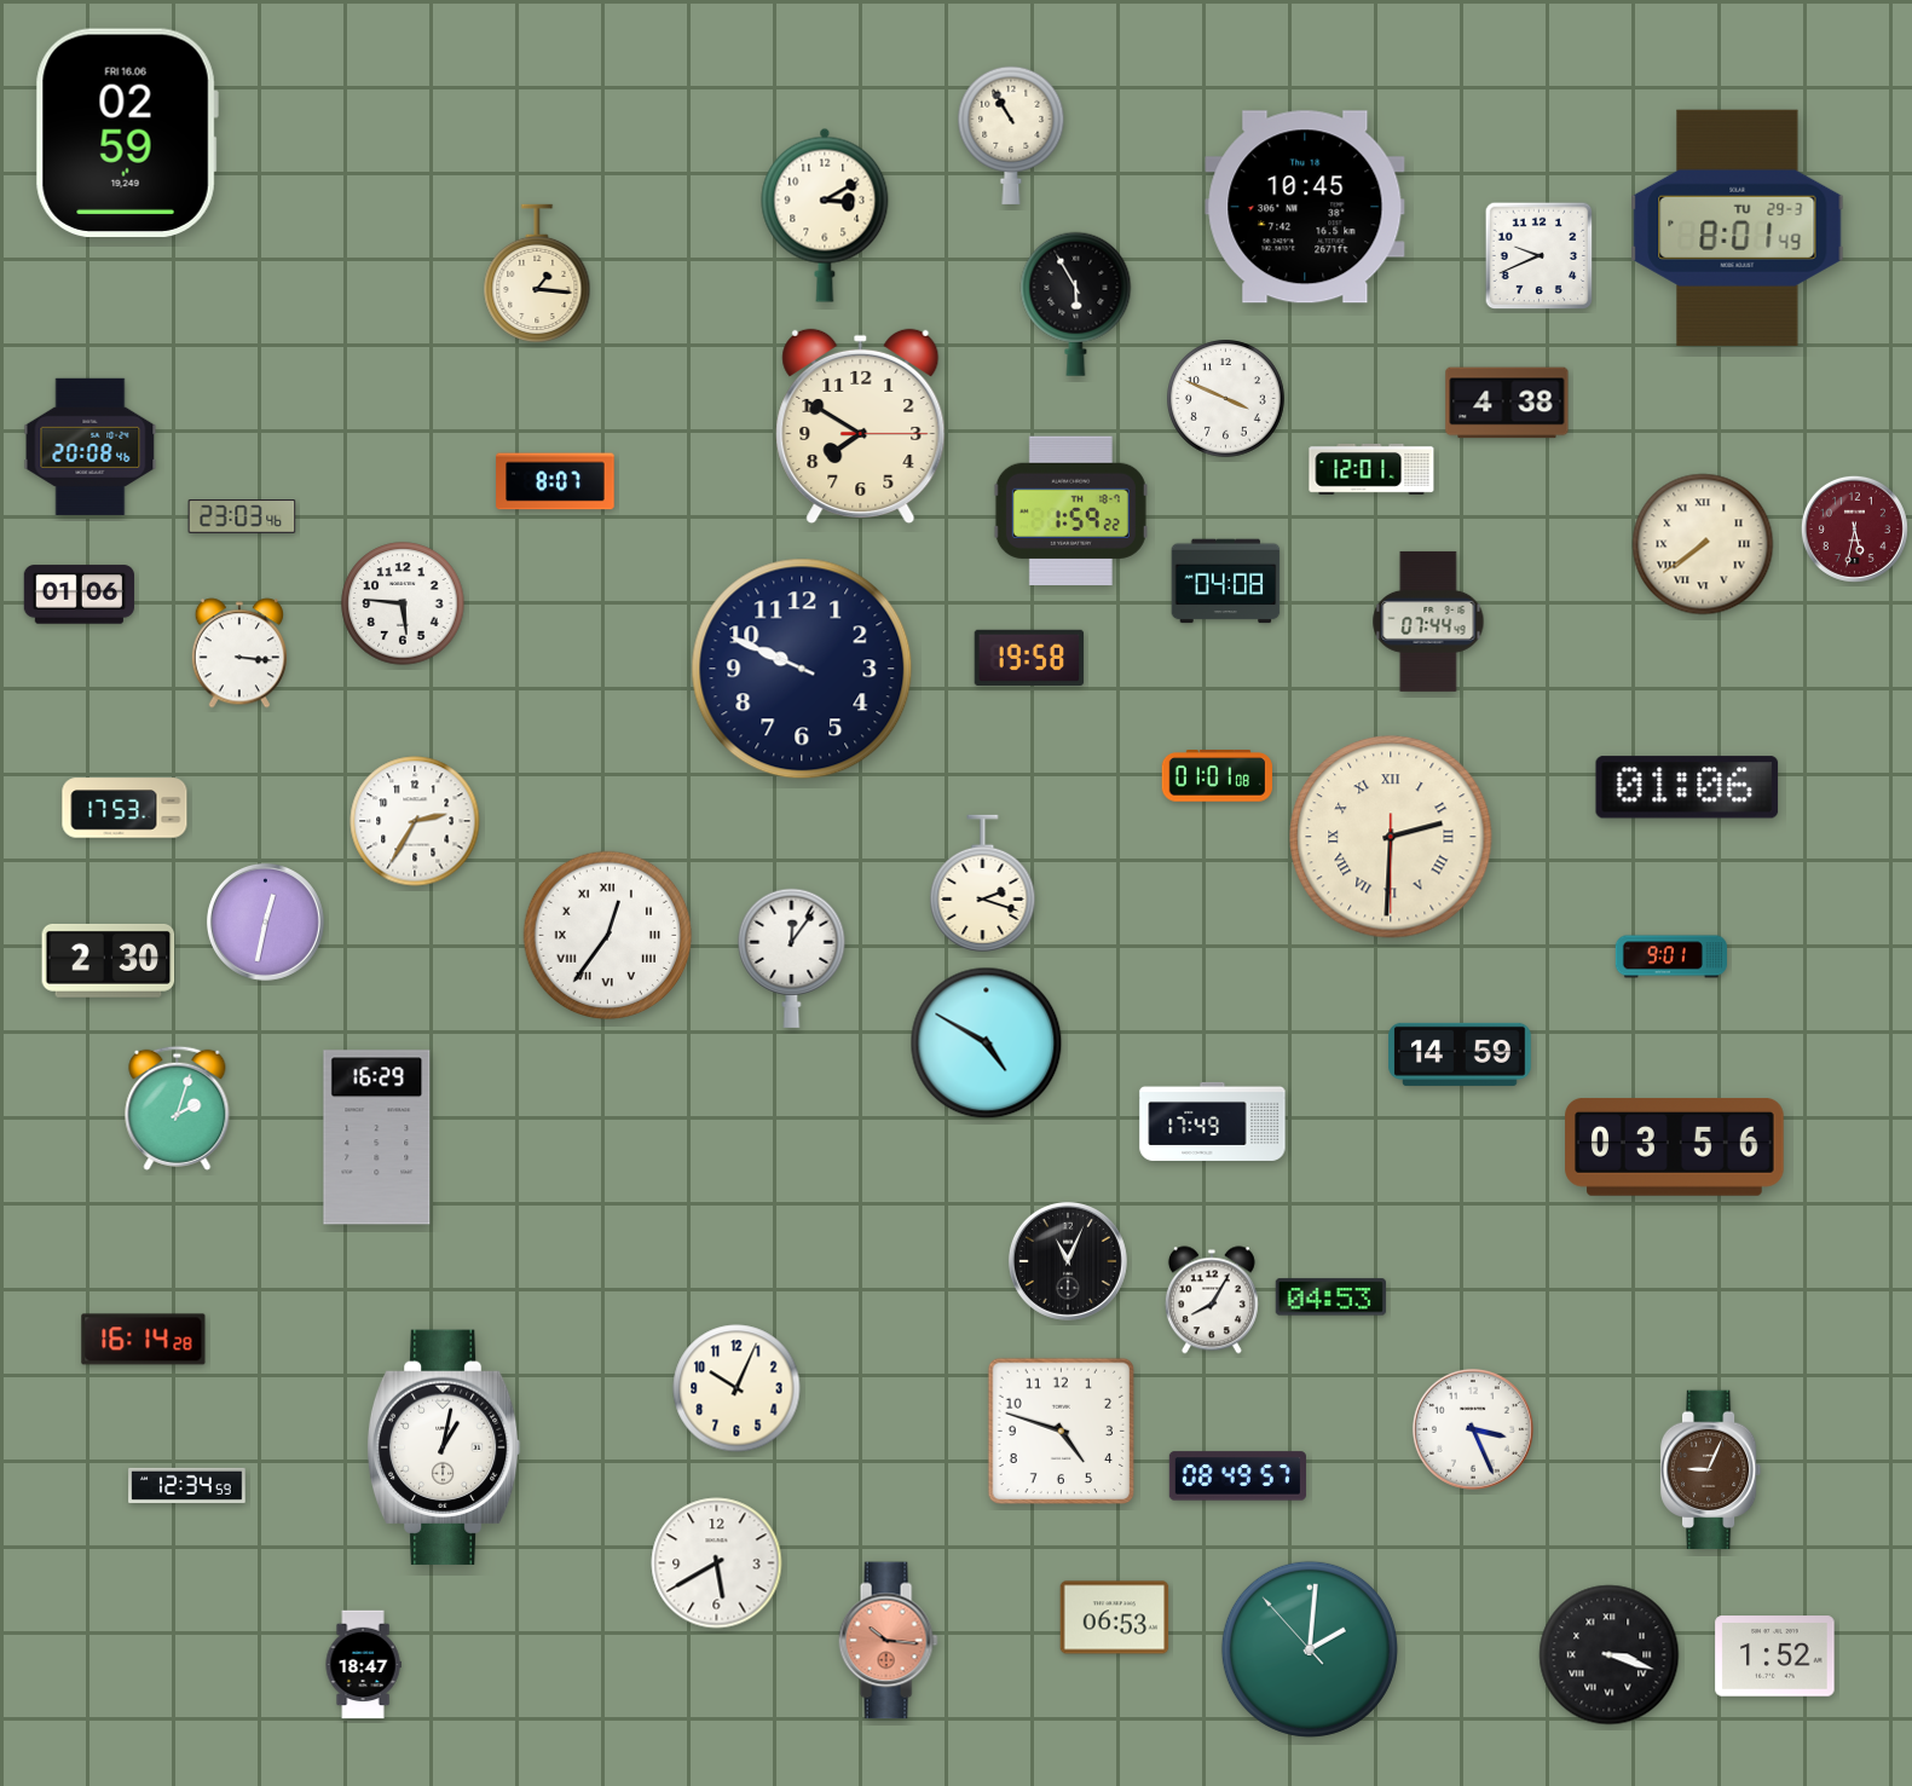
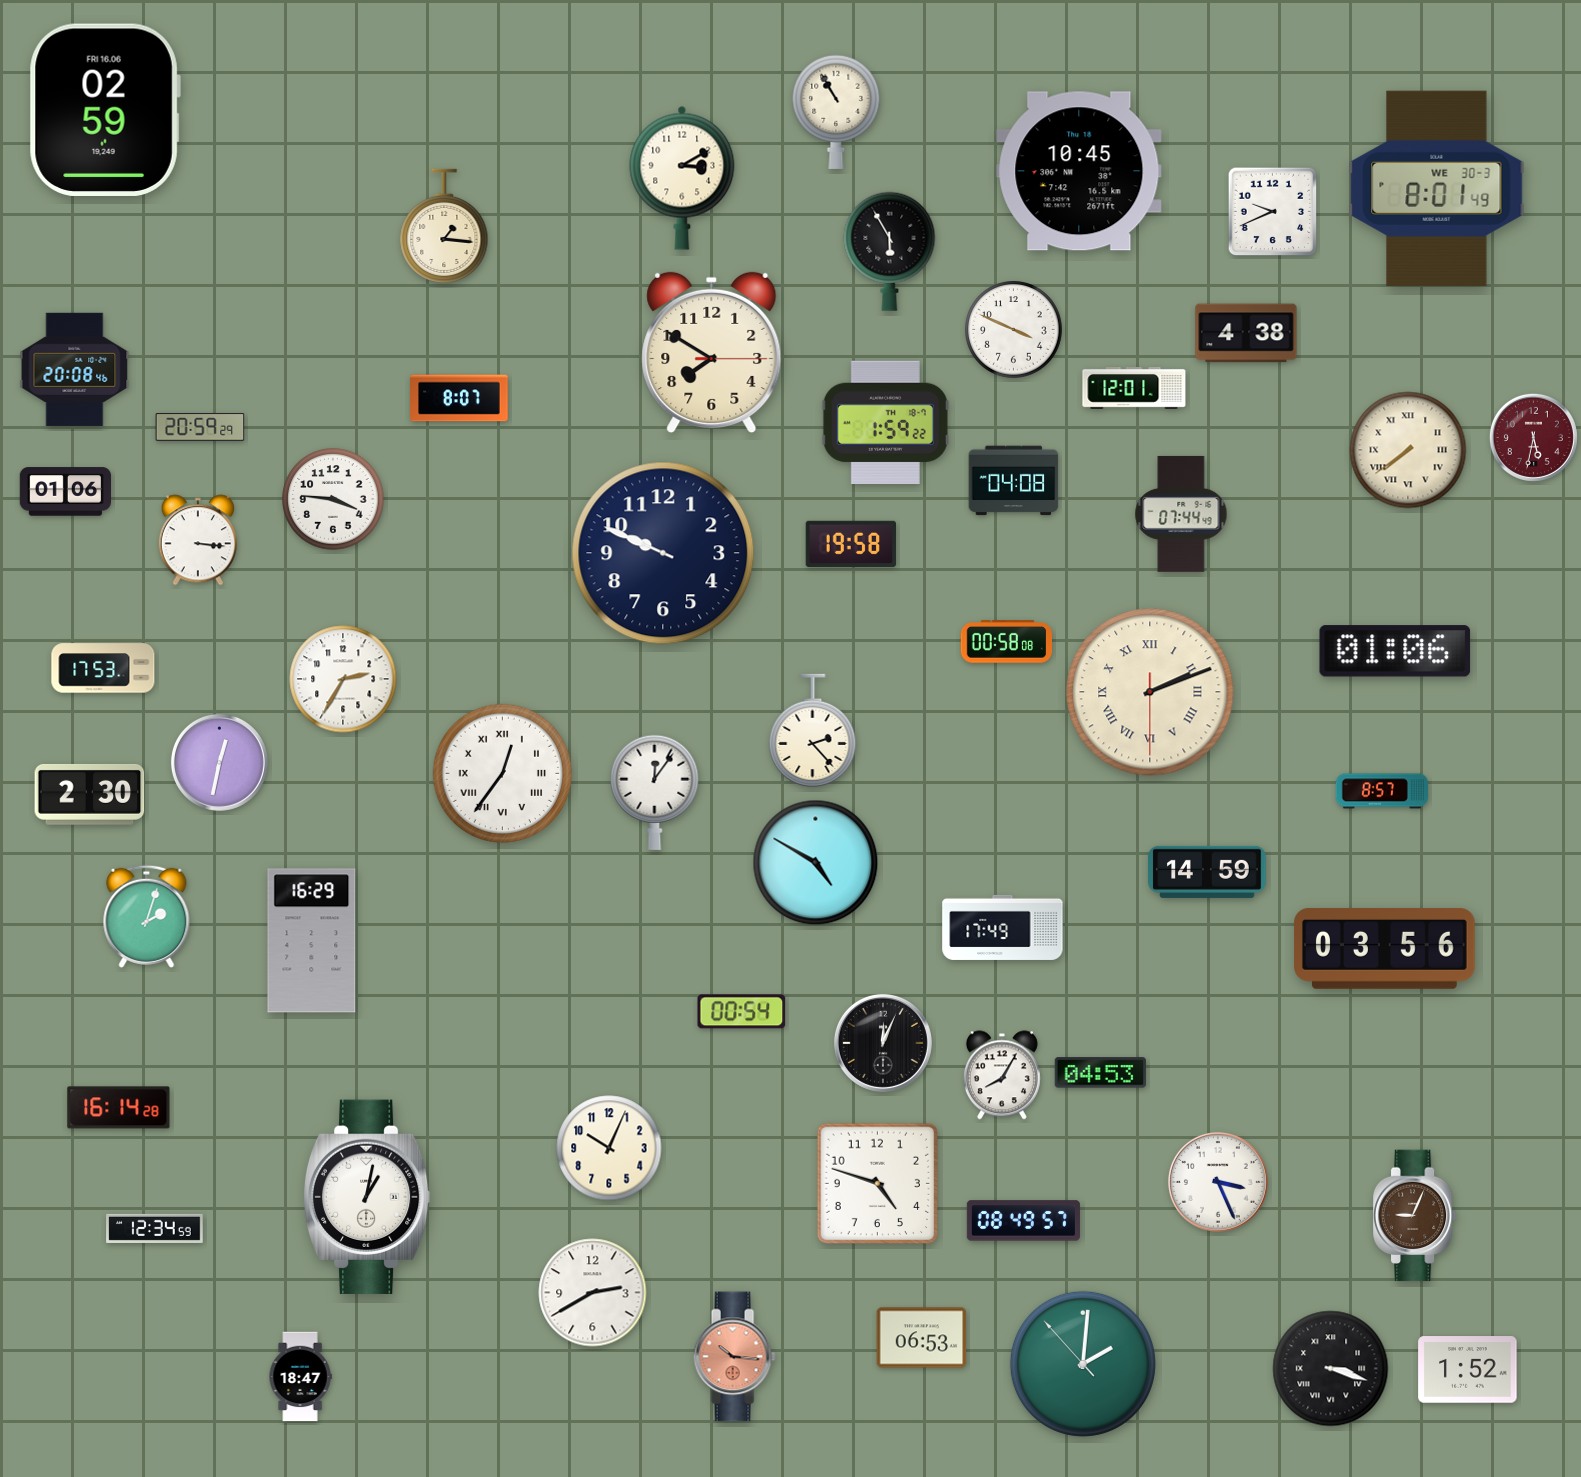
clock at (1738, 227) date: TU 29-3 -> WE 30-3
clock at (242, 516): 23:03 -> 20:59
clock at (403, 603): 5:46 -> 3:46
clock at (1217, 776): 01:01 -> 00:58
clock at (1391, 837): 2:30 -> 2:11
clock at (983, 883): 2:18 -> 2:23
clock at (1670, 956): 9:01 -> 8:57
clock at (742, 1012): none -> 00:54
clock at (1068, 1261): 11:04 -> 12:04
clock at (717, 1564): 5:40 -> 2:40
